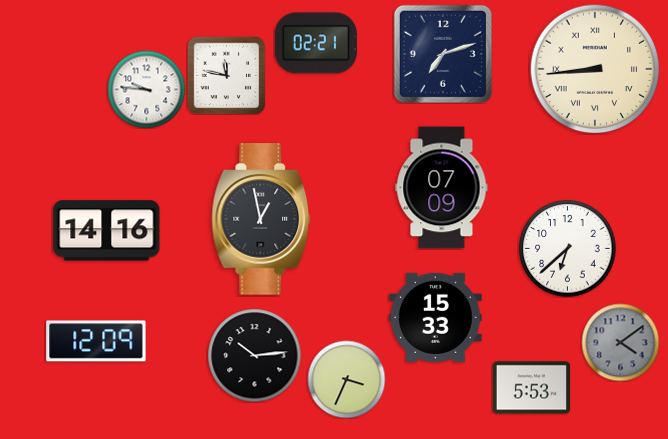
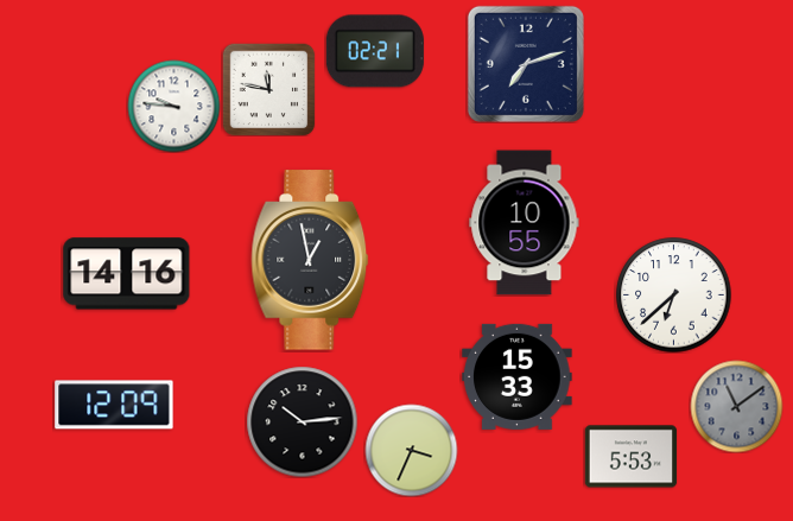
clock at (595, 69): 8:44 -> none
clock at (442, 188): 07:09 -> 10:55
clock at (620, 342): 4:09 -> 11:09
clock at (531, 388) position: (531, 388) -> (630, 457)
